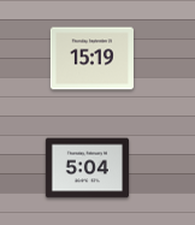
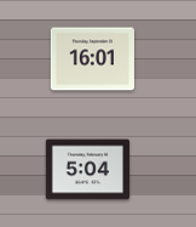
clock at (91, 59): 15:19 -> 16:01
